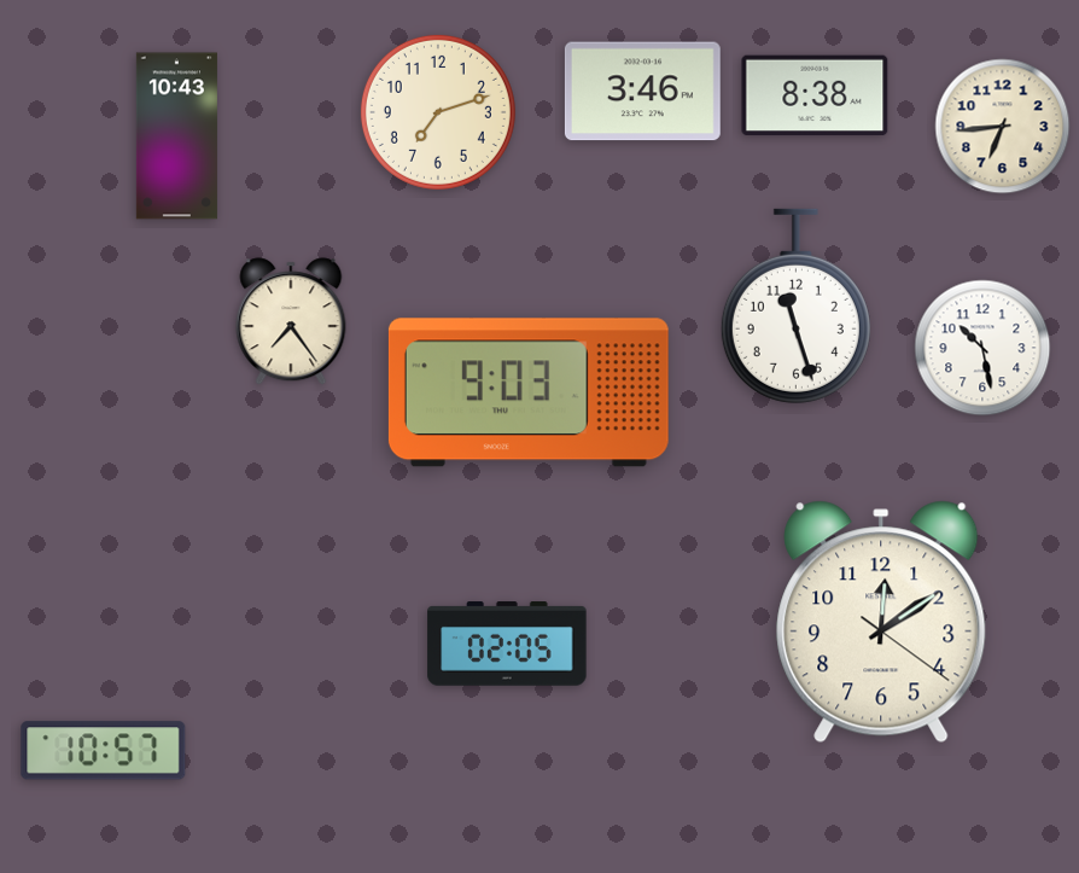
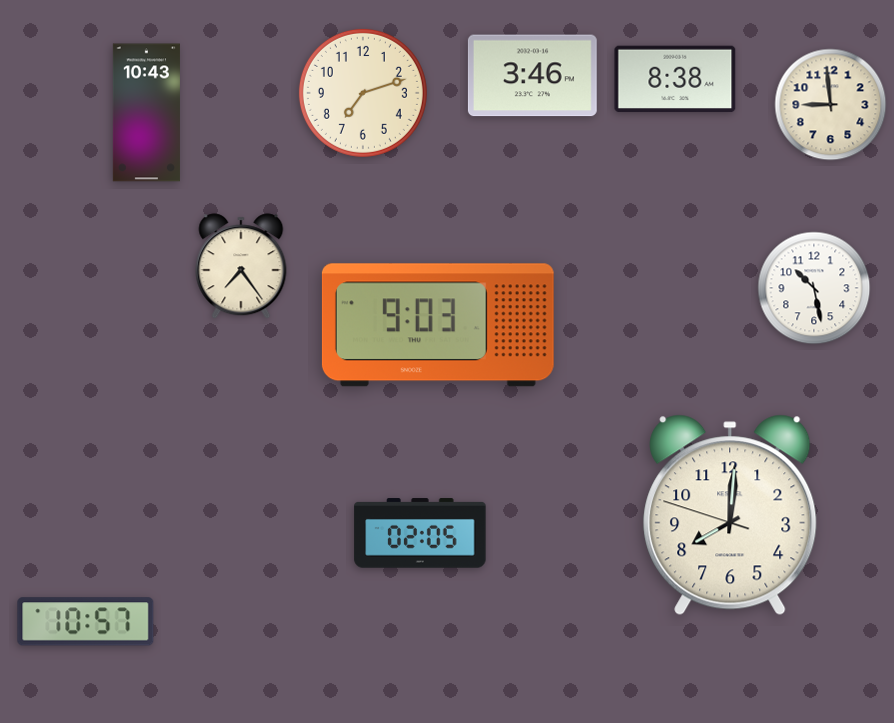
clock at (1003, 127): 6:44 -> 8:59
clock at (795, 305): 11:27 -> none
clock at (881, 622): 12:09 -> 8:00
